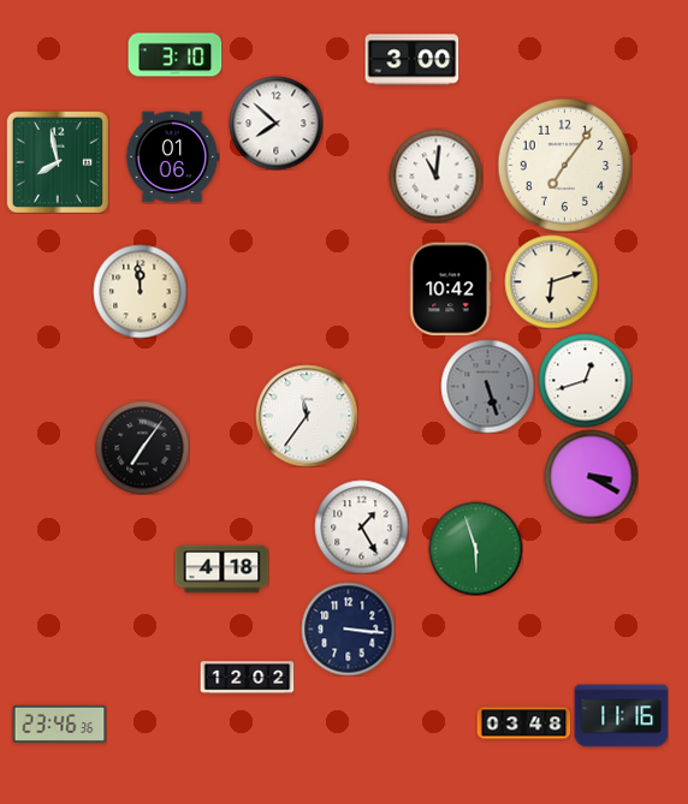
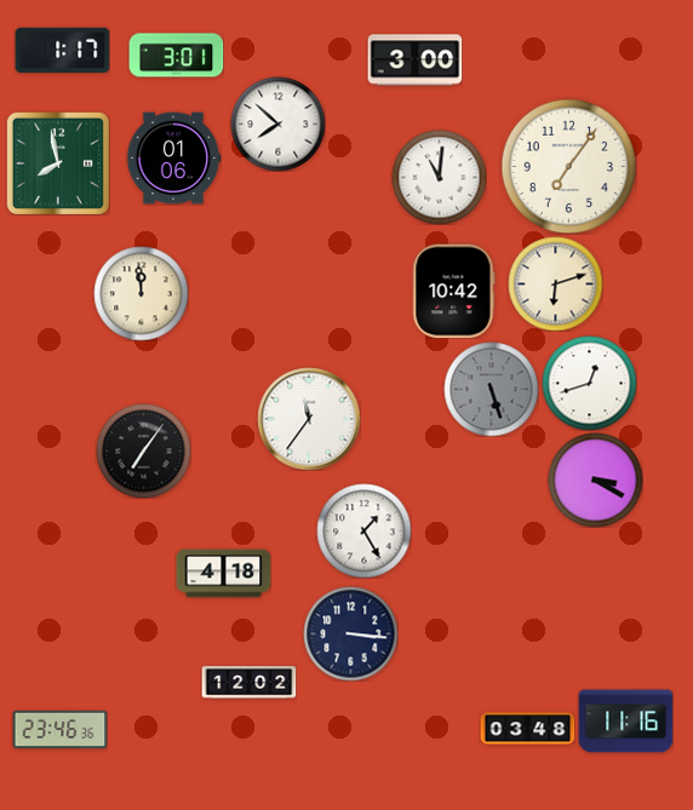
clock at (62, 51): none -> 1:17
clock at (174, 55): 3:10 -> 3:01
clock at (475, 548): 5:57 -> none
